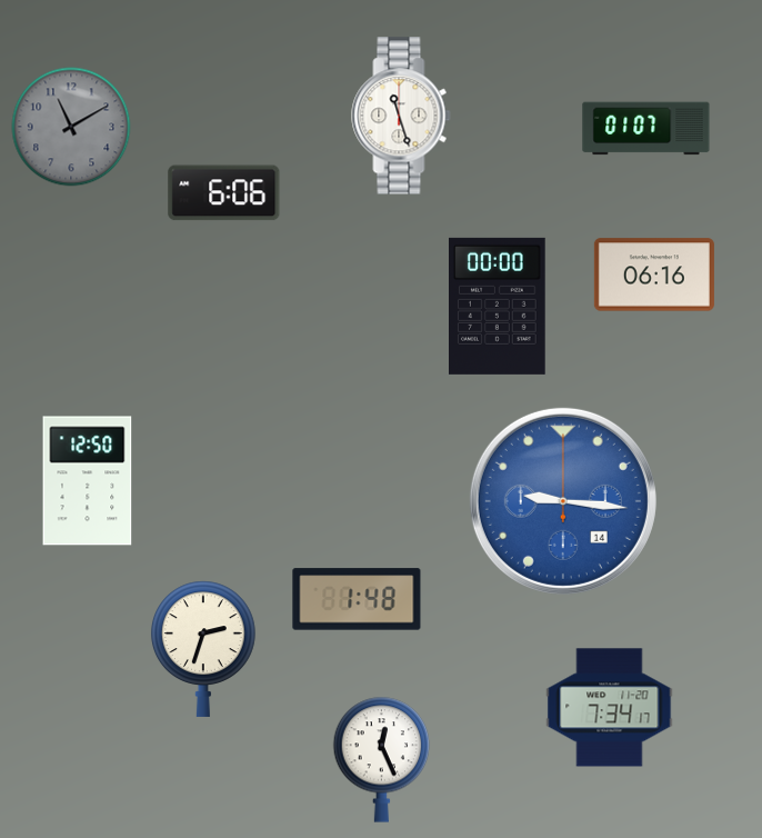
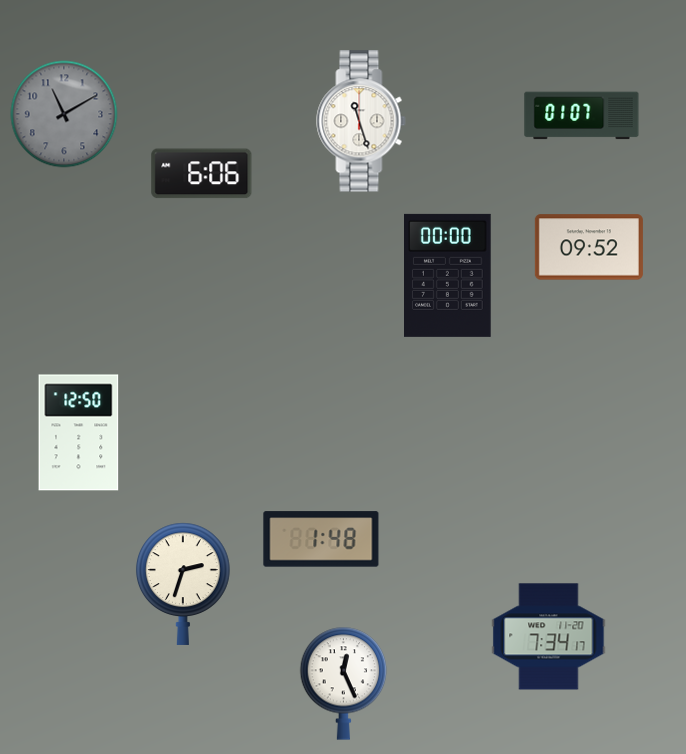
clock at (401, 116) position: (401, 116) -> (361, 121)
clock at (654, 275): 06:16 -> 09:52
clock at (563, 501): 9:16 -> none
